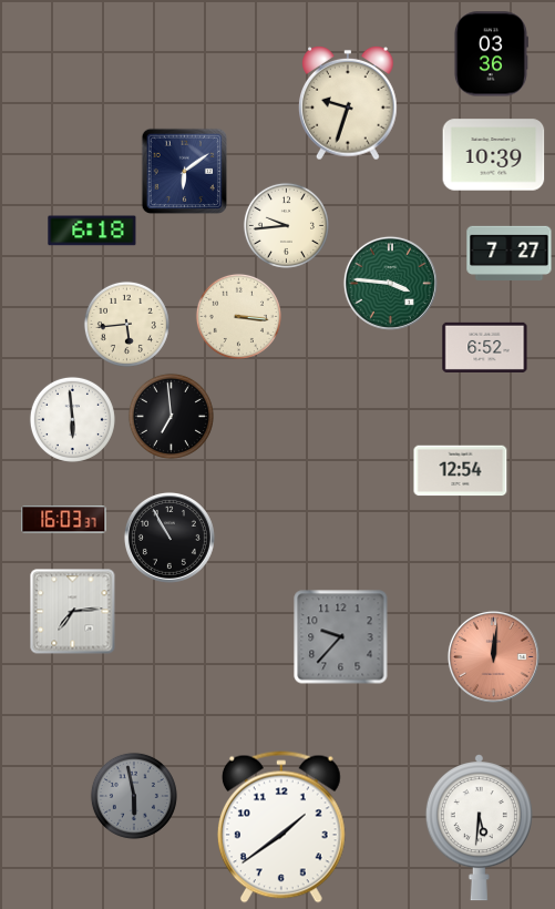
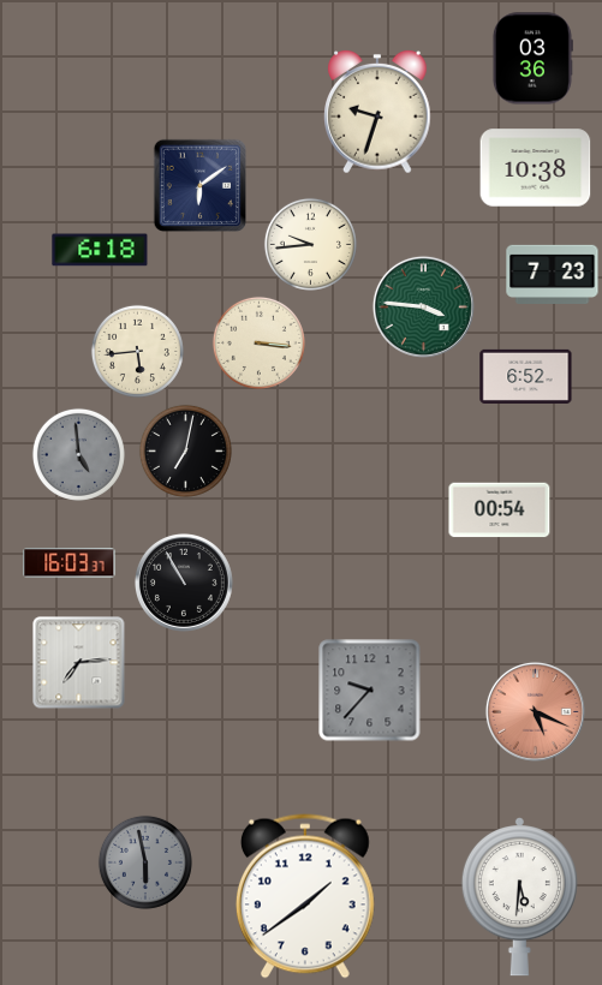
clock at (494, 155): 10:39 -> 10:38
clock at (510, 253): 7:27 -> 7:23
clock at (171, 416): 6:59 -> 7:02
clock at (72, 419): 5:59 -> 4:59
clock at (72, 419) dial: white -> grey
clock at (461, 471): 12:54 -> 00:54
clock at (493, 656): 12:01 -> 5:19
